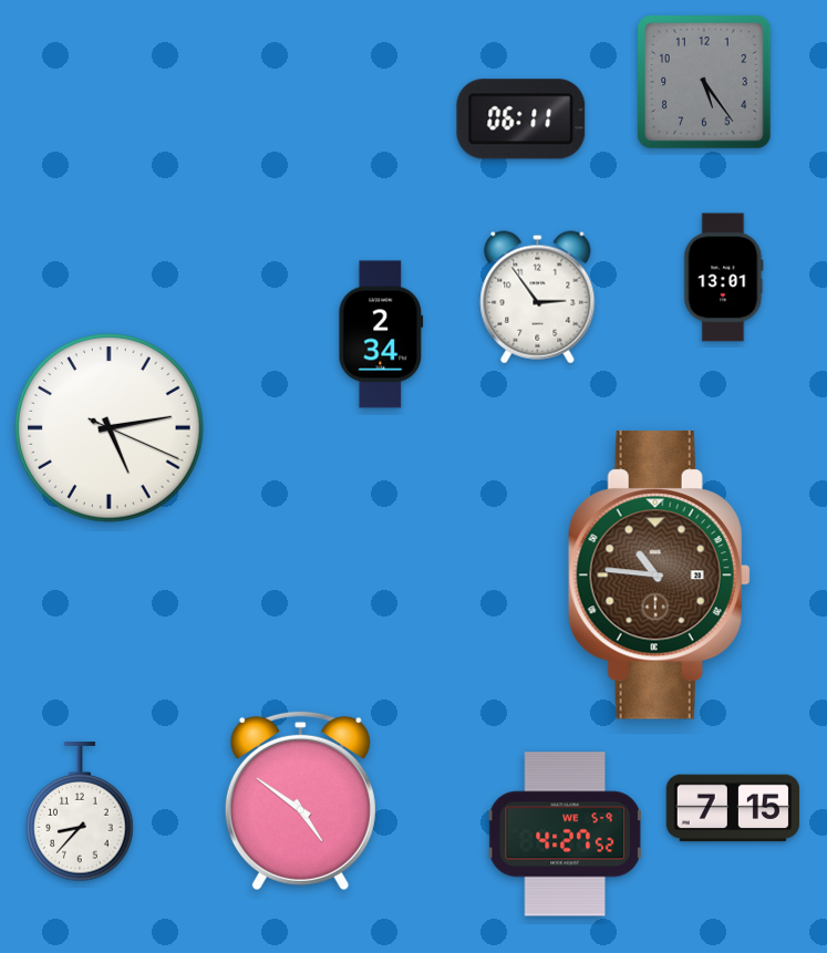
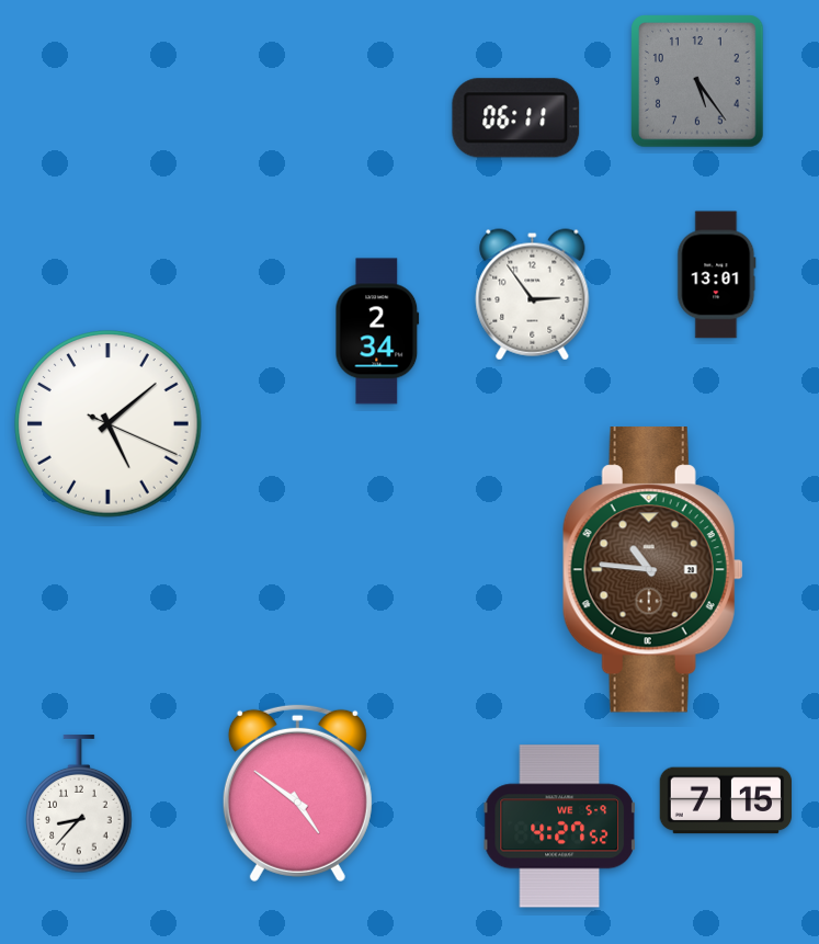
clock at (110, 428): 5:13 -> 5:08
